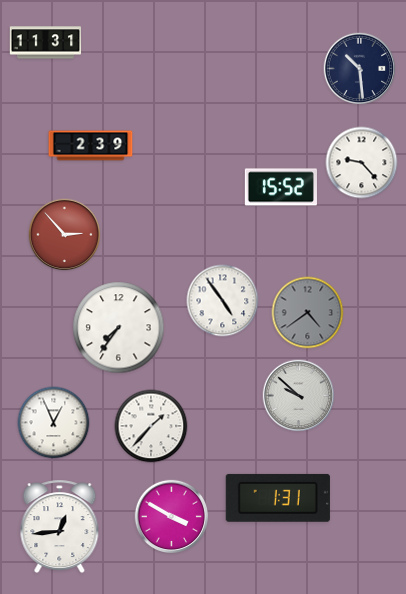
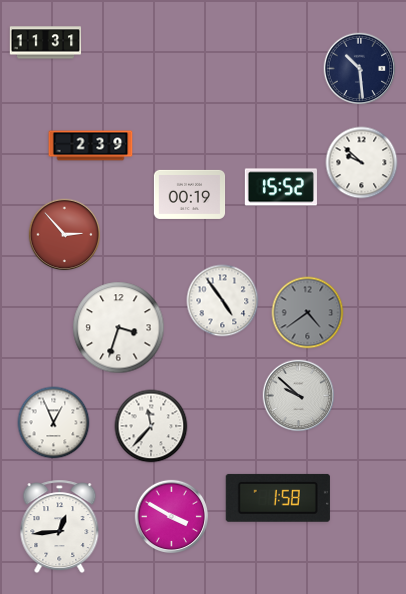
clock at (362, 163): 9:23 -> 9:52
clock at (190, 194): none -> 00:19
clock at (119, 328): 7:36 -> 3:33
clock at (151, 426): 1:37 -> 11:37
clock at (278, 498): 1:31 -> 1:58
